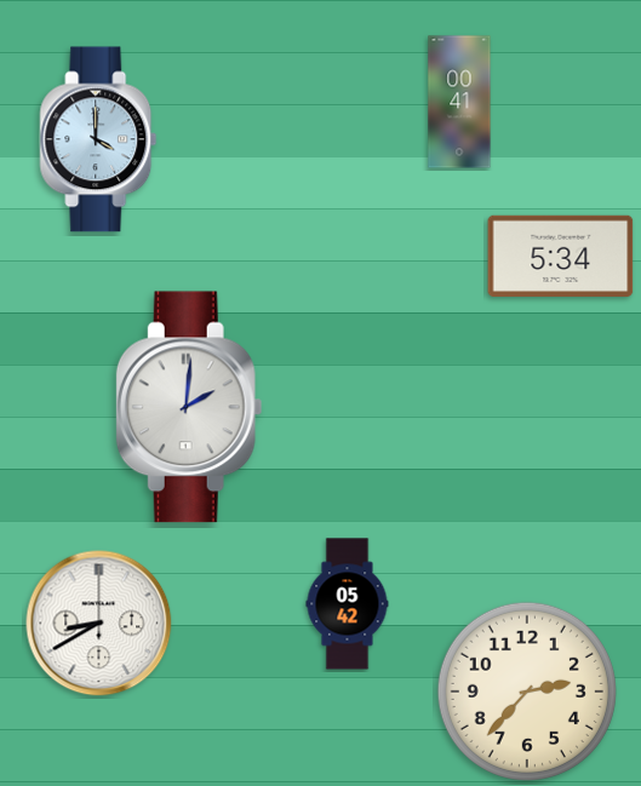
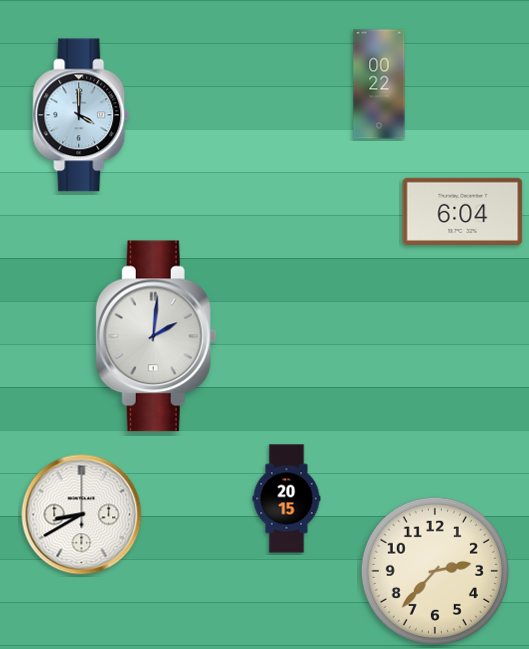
clock at (459, 102): 00:41 -> 00:22
clock at (561, 256): 5:34 -> 6:04
clock at (348, 604): 05:42 -> 20:15
